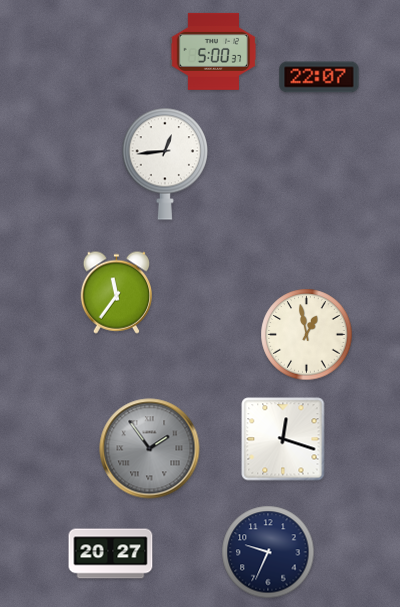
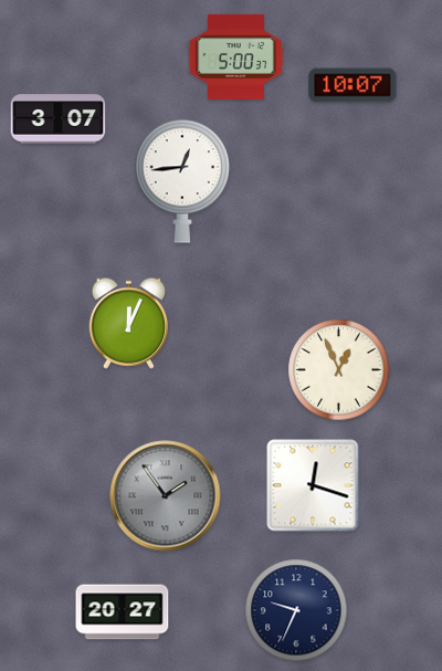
clock at (319, 77): 22:07 -> 10:07
clock at (59, 119): none -> 3:07
clock at (116, 292): 11:36 -> 12:04
clock at (307, 335): 12:58 -> 12:56
